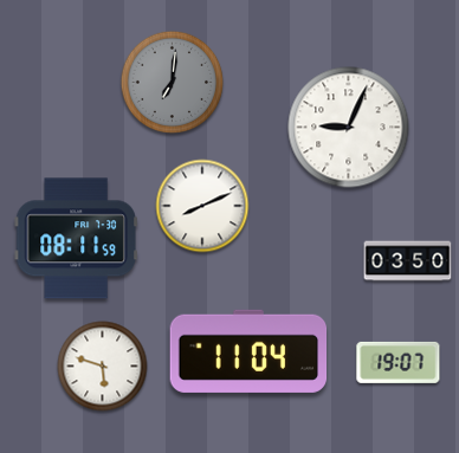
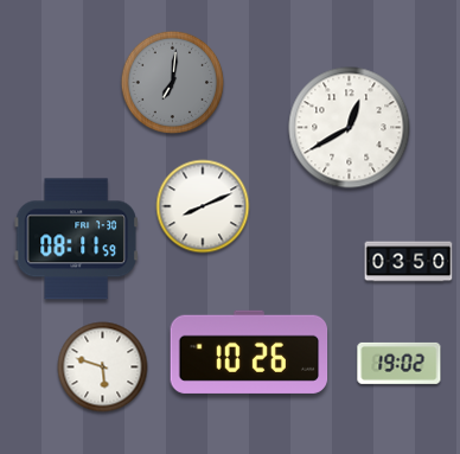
clock at (349, 128): 9:04 -> 12:40
clock at (248, 351): 11:04 -> 10:26
clock at (399, 362): 19:07 -> 19:02
